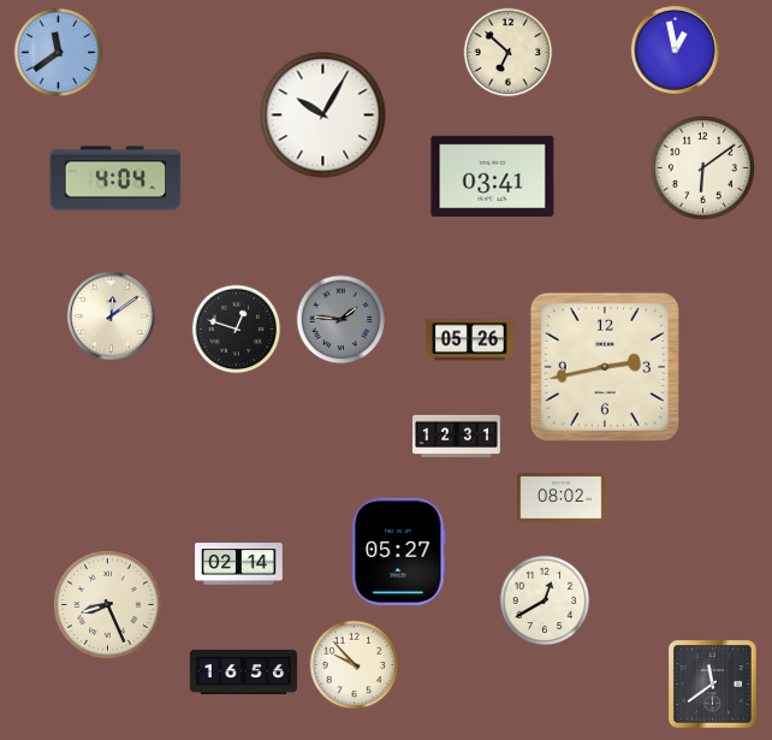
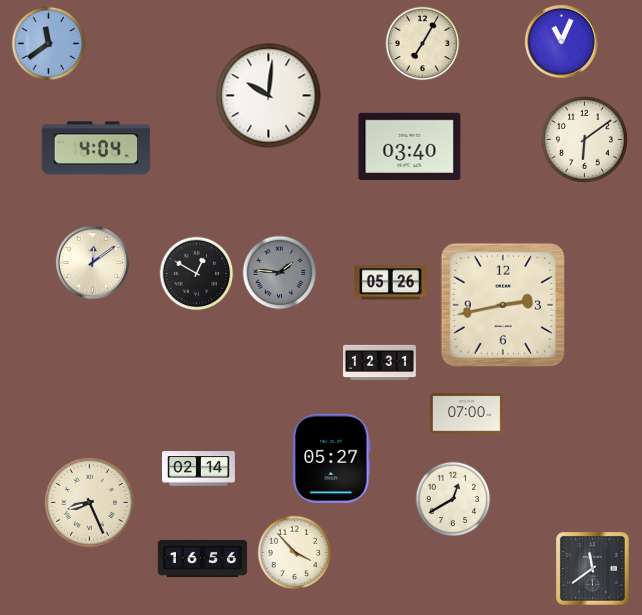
clock at (675, 49): 12:58 -> 11:04
clock at (509, 53): 6:52 -> 7:05
clock at (323, 116): 10:05 -> 10:01
clock at (493, 176): 03:41 -> 03:40
clock at (342, 320) position: (342, 320) -> (280, 273)
clock at (237, 330): 12:48 -> 12:50
clock at (562, 498): 08:02 -> 07:00
clock at (355, 665): 9:53 -> 3:53
